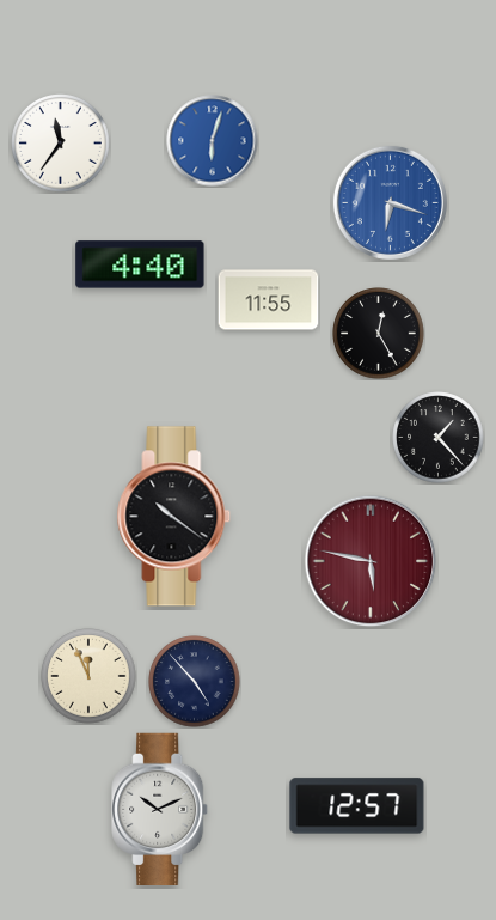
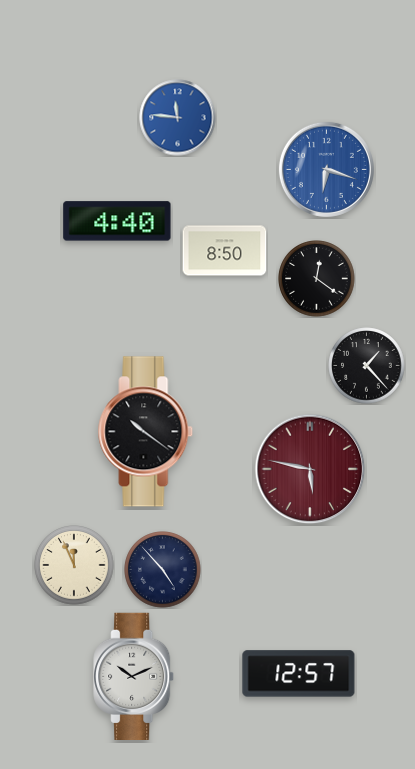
clock at (213, 141): 6:03 -> 11:46
clock at (61, 144): 11:36 -> none
clock at (269, 300): 11:55 -> 8:50
clock at (379, 334): 12:25 -> 12:21
